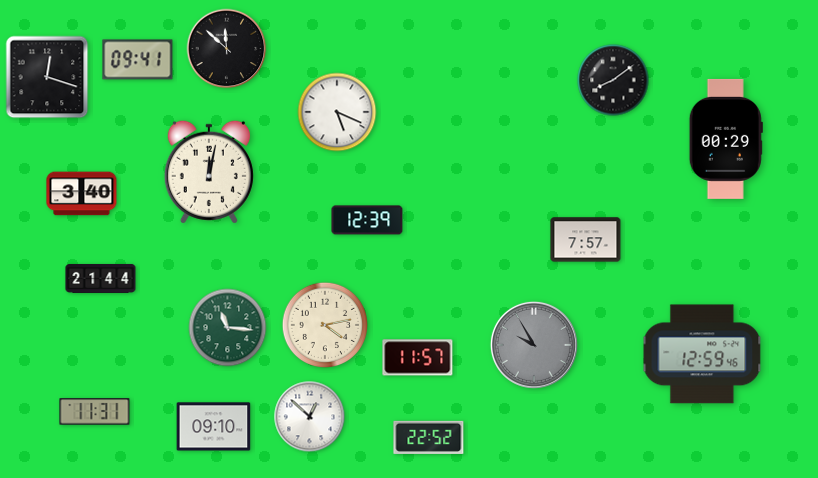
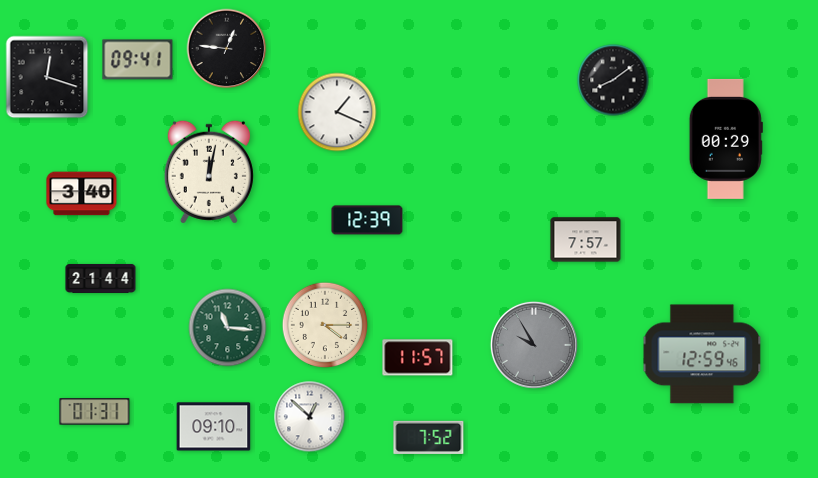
clock at (227, 49): 11:52 -> 12:46
clock at (337, 112): 5:19 -> 1:19
clock at (324, 324): 4:13 -> 4:15
clock at (95, 412): 11:31 -> 01:31
clock at (429, 437): 22:52 -> 7:52
